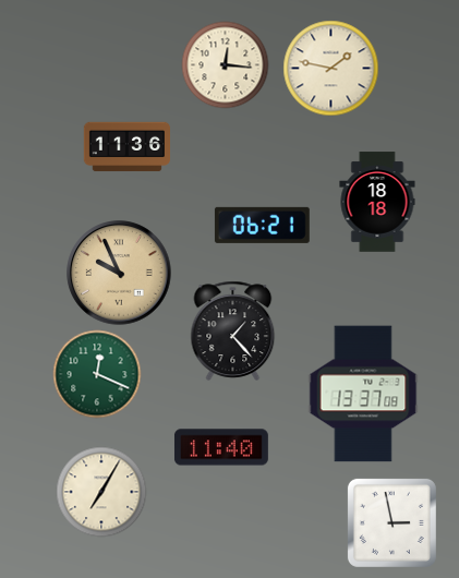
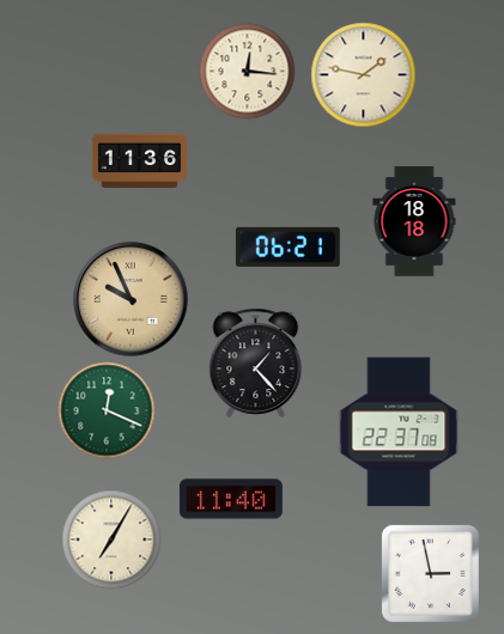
clock at (363, 394): 13:37 -> 22:37
clock at (221, 447) position: (221, 447) -> (231, 499)
